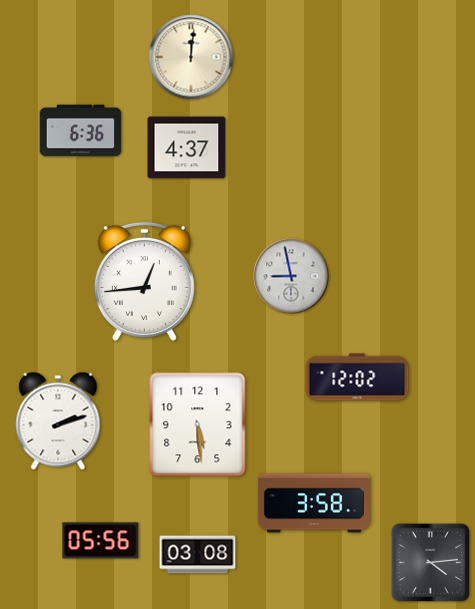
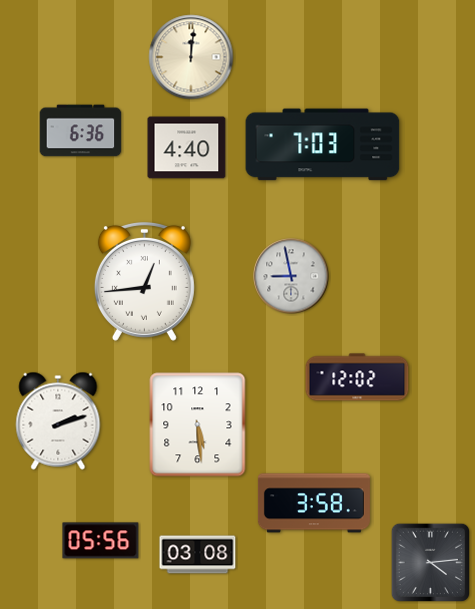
clock at (323, 145): none -> 7:03
clock at (187, 148): 4:37 -> 4:40
